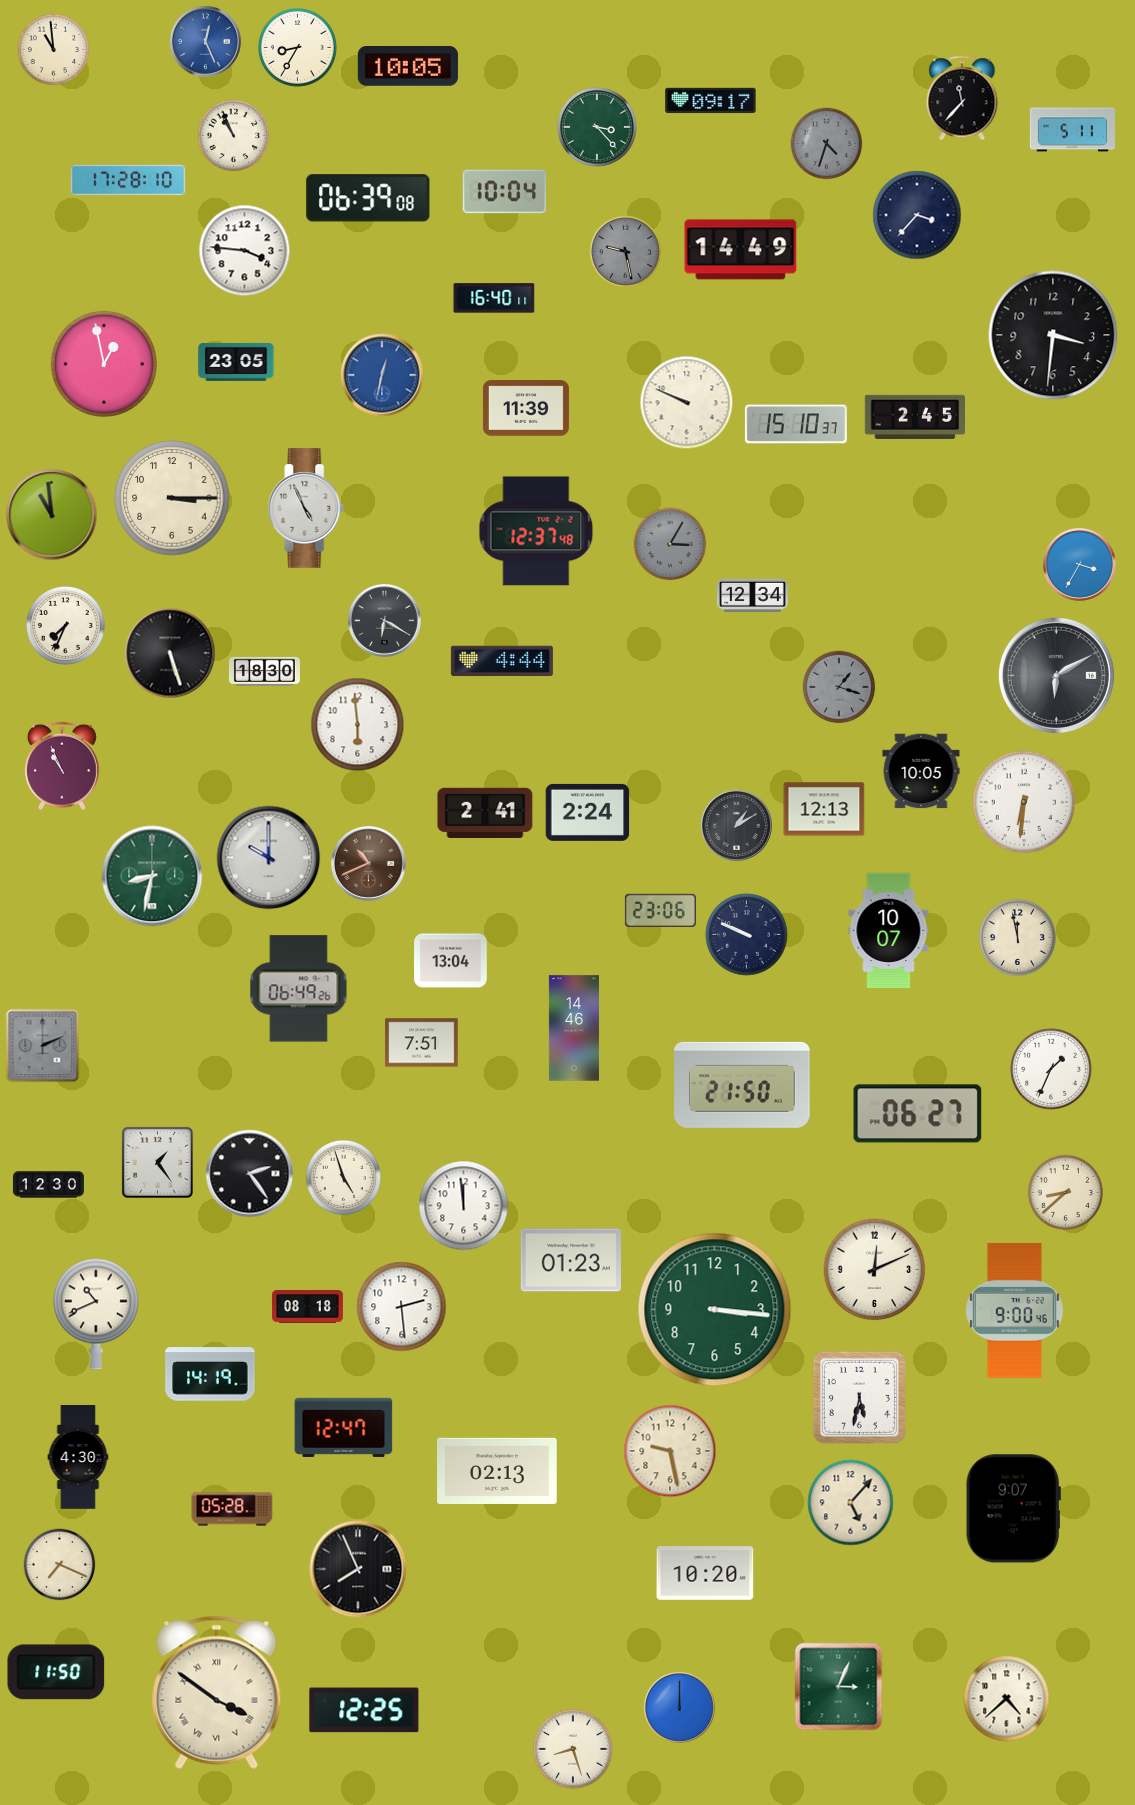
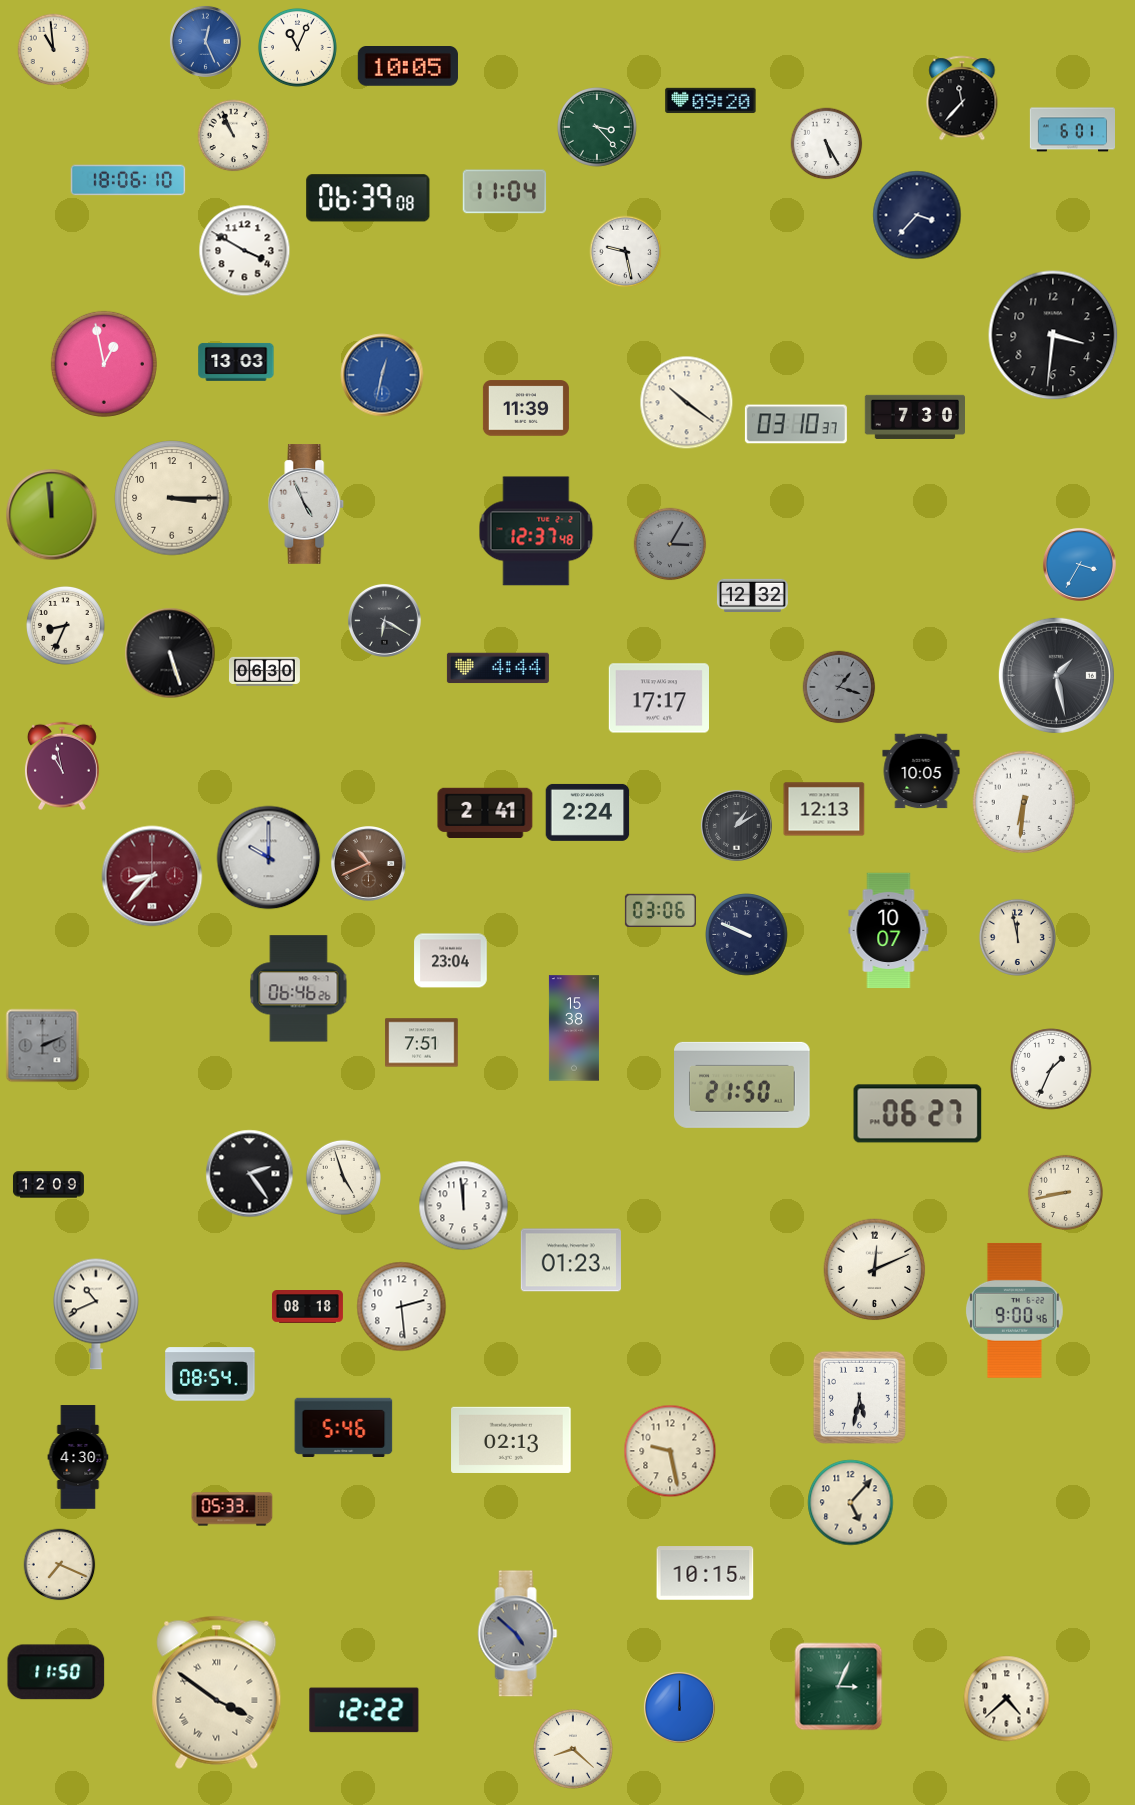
clock at (297, 47): 8:35 -> 11:04
clock at (711, 101): 09:17 -> 09:20
clock at (1072, 130): 5:11 -> 6:01
clock at (827, 144): 4:33 -> 5:25
clock at (827, 144) dial: grey -> white
clock at (128, 180): 17:28 -> 18:06
clock at (505, 192): 10:04 -> 11:04
clock at (741, 250): 14:49 -> none
clock at (245, 251): 3:46 -> 3:50
clock at (626, 252) dial: grey -> white
clock at (494, 298): 16:40 -> none
clock at (236, 362): 23:05 -> 13:03
clock at (687, 403): 9:49 -> 10:21
clock at (914, 417): 2:45 -> 7:30
clock at (796, 424): 15:10 -> 03:10
clock at (306, 508) position: (306, 508) -> (306, 504)
clock at (52, 515): 10:59 -> 11:59
clock at (752, 595): 12:34 -> 12:32
clock at (65, 625): 7:34 -> 8:34
clock at (502, 661) position: (502, 661) -> (498, 668)
clock at (264, 671): 18:30 -> 06:30
clock at (1056, 675): 6:10 -> 1:28
clock at (658, 698): none -> 17:17
clock at (358, 725): 5:59 -> none
clock at (62, 766): 10:56 -> 10:58
clock at (152, 876): 8:32 -> 8:37
clock at (152, 876) dial: green -> burgundy
clock at (660, 910): 23:06 -> 03:06
clock at (451, 961): 13:04 -> 23:04
clock at (299, 989): 06:49 -> 06:46
clock at (574, 1028): 14:46 -> 15:38
clock at (157, 1162): 1:24 -> none
clock at (48, 1185): 12:30 -> 12:09
clock at (1065, 1192): 8:38 -> 8:43
clock at (715, 1310): 3:16 -> none
clock at (210, 1374): 14:19 -> 08:54
clock at (344, 1427): 12:47 -> 5:46
clock at (497, 1471) position: (497, 1471) -> (511, 1440)
clock at (232, 1509): 05:28 -> 05:33
clock at (1013, 1509): 9:07 -> none
clock at (358, 1569): 7:56 -> none
clock at (705, 1573): 10:20 -> 10:15
clock at (518, 1634): none -> 4:52
clock at (364, 1710): 12:25 -> 12:22
clock at (574, 1750): 8:27 -> 8:22
